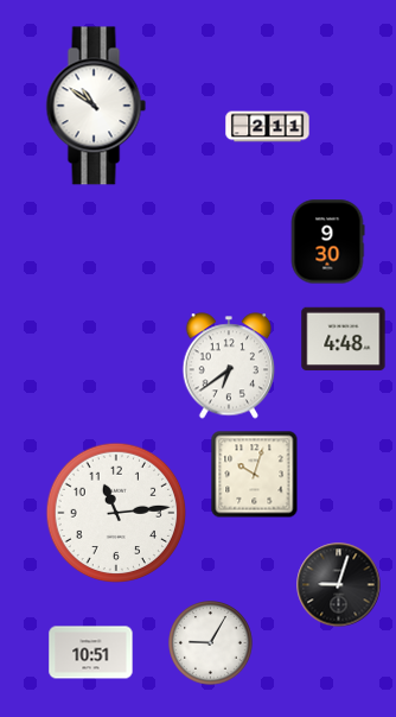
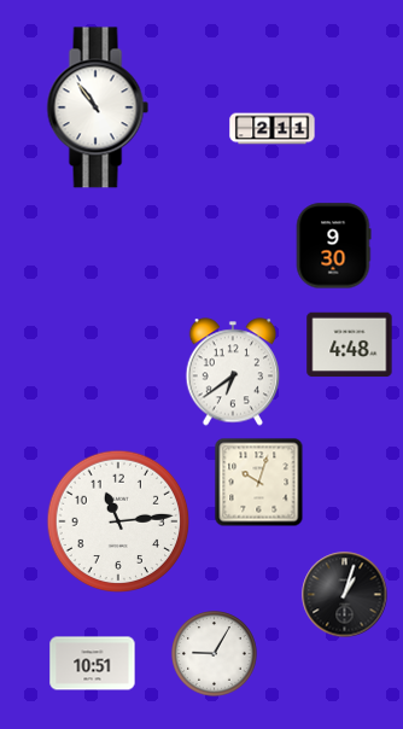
clock at (96, 106): 10:51 -> 10:54
clock at (339, 585): 9:03 -> 1:03
